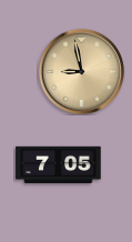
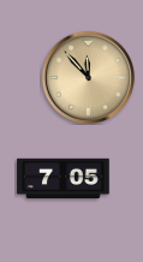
clock at (81, 71): 8:58 -> 11:53
